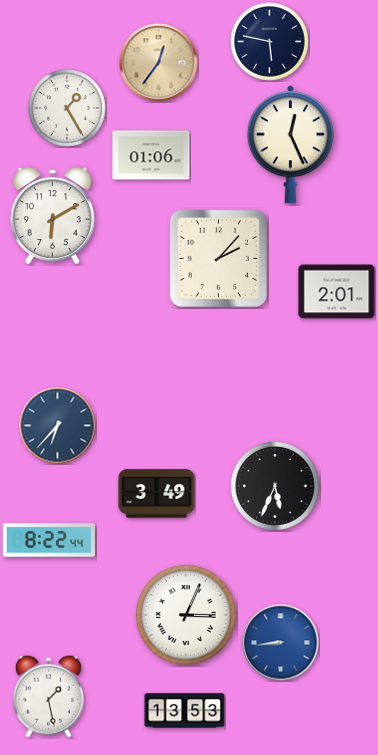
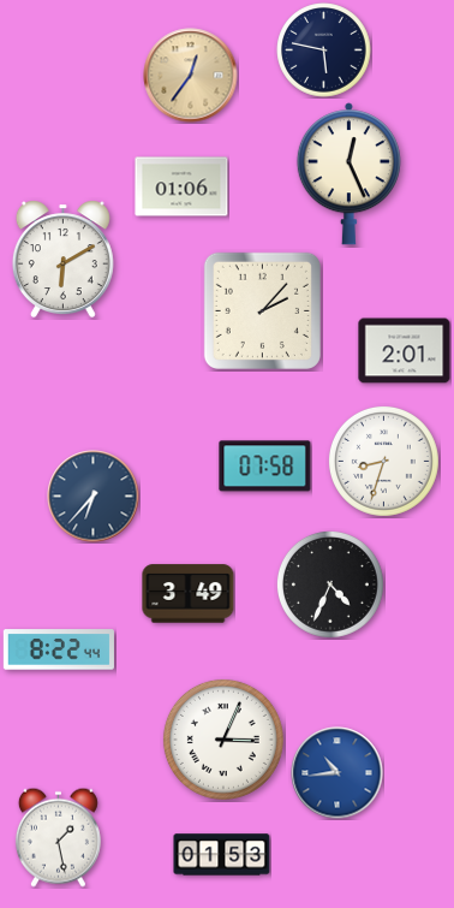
clock at (67, 108): 1:25 -> none
clock at (383, 461): none -> 8:33
clock at (265, 467): none -> 07:58
clock at (58, 426) position: (58, 426) -> (94, 497)
clock at (275, 487): 5:34 -> 4:34
clock at (281, 643): 8:44 -> 10:44
clock at (185, 711): 13:53 -> 01:53
